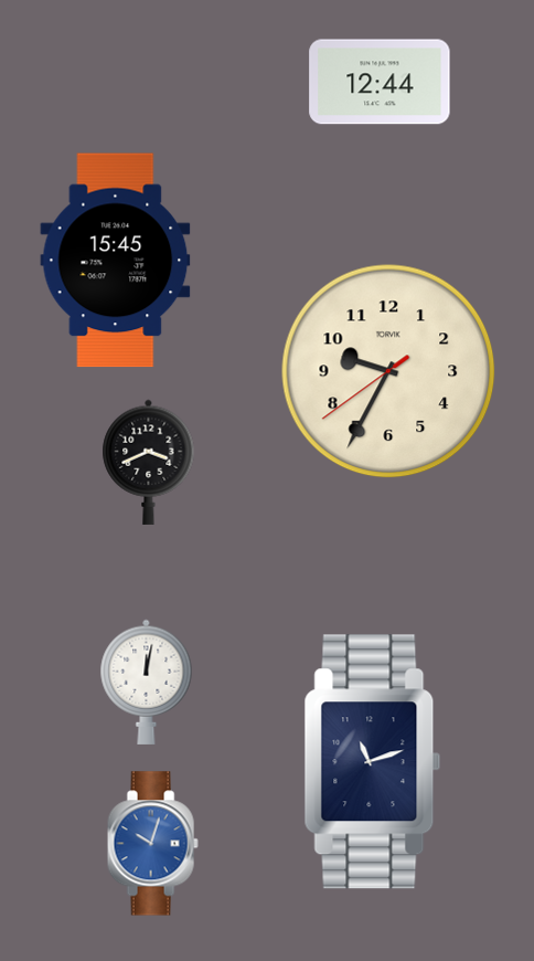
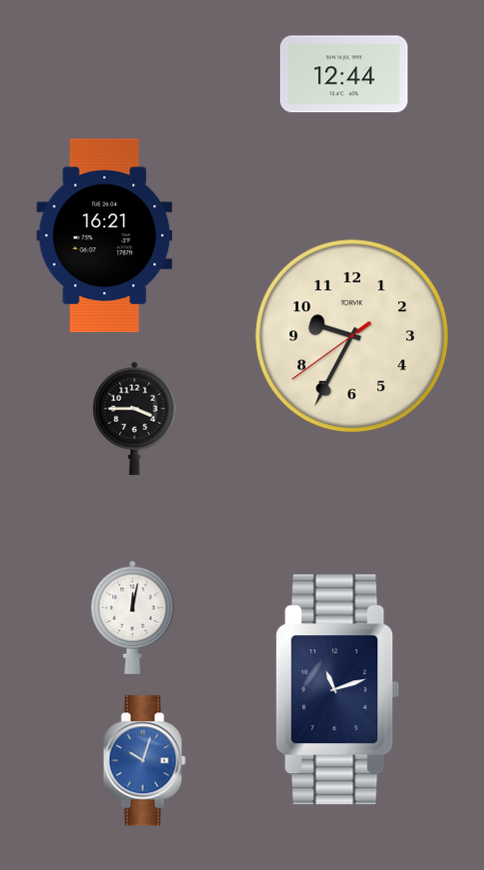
clock at (116, 261): 15:45 -> 16:21
clock at (149, 462): 3:41 -> 3:45
clock at (152, 844) position: (152, 844) -> (144, 761)
